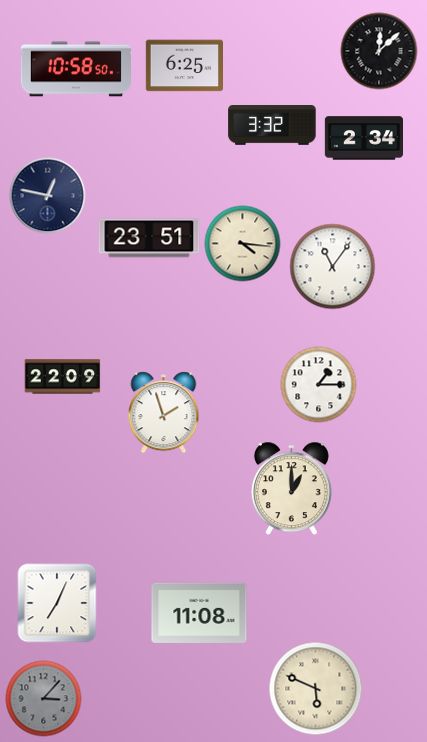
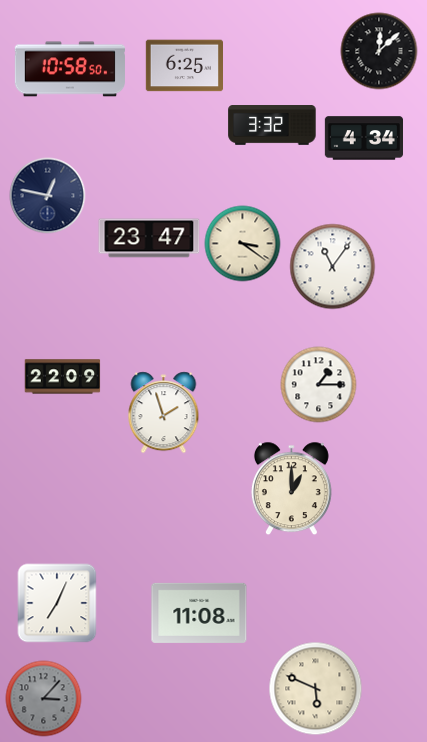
clock at (76, 69) position: (76, 69) -> (70, 69)
clock at (363, 138): 2:34 -> 4:34
clock at (149, 238): 23:51 -> 23:47
clock at (243, 244): 4:16 -> 3:21
